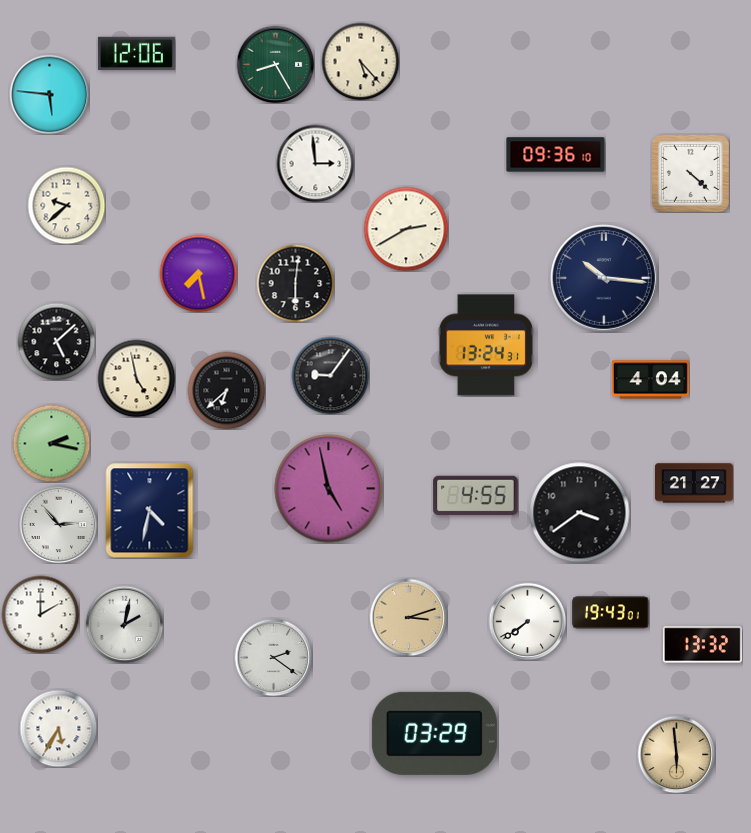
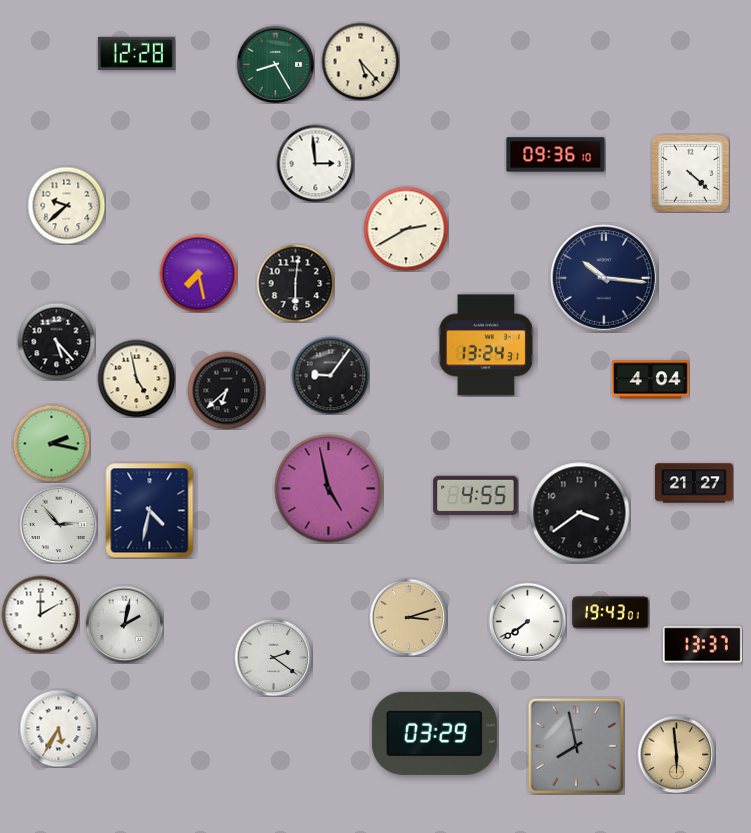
clock at (136, 53): 12:06 -> 12:28
clock at (49, 94): 5:46 -> none
clock at (56, 341): 5:08 -> 5:23
clock at (702, 645): 13:32 -> 13:37
clock at (575, 745): none -> 7:58
